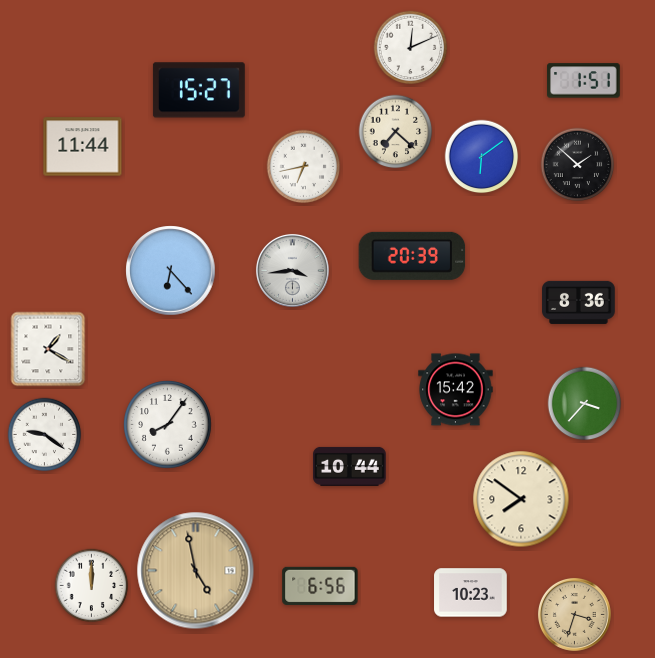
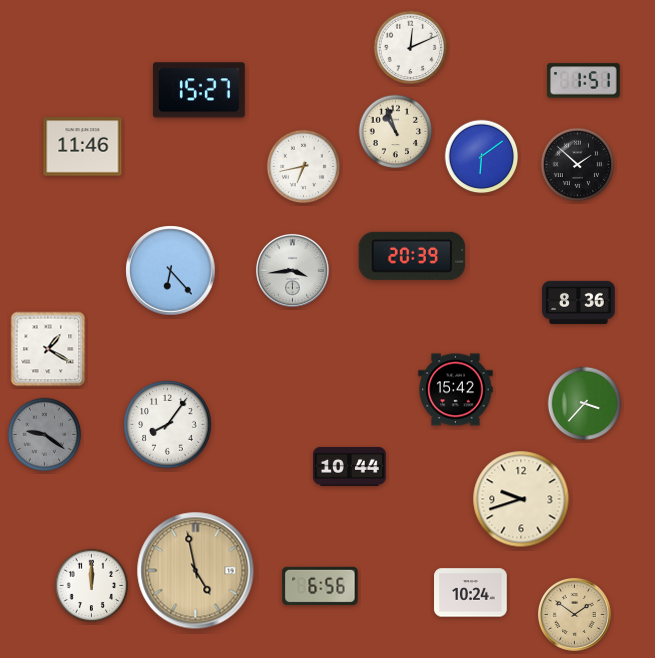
clock at (396, 132): 7:22 -> 10:57
clock at (83, 147): 11:44 -> 11:46
clock at (45, 435) dial: white -> grey
clock at (521, 499): 7:51 -> 9:42
clock at (471, 593): 10:23 -> 10:24
clock at (574, 614): 3:33 -> 1:51
